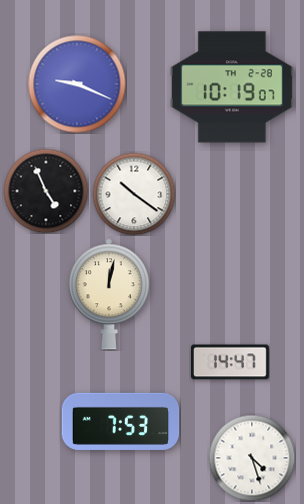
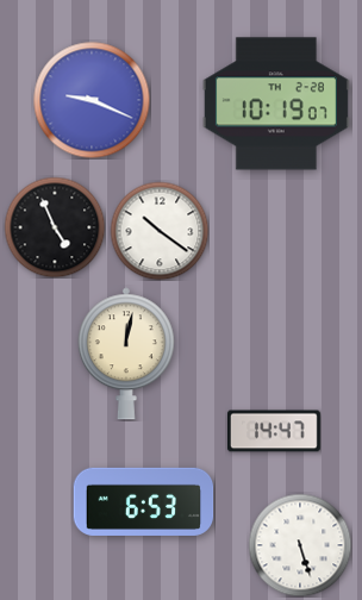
clock at (109, 294) position: (109, 294) -> (126, 354)
clock at (121, 421): 7:53 -> 6:53
clock at (252, 458): 4:27 -> 5:27
